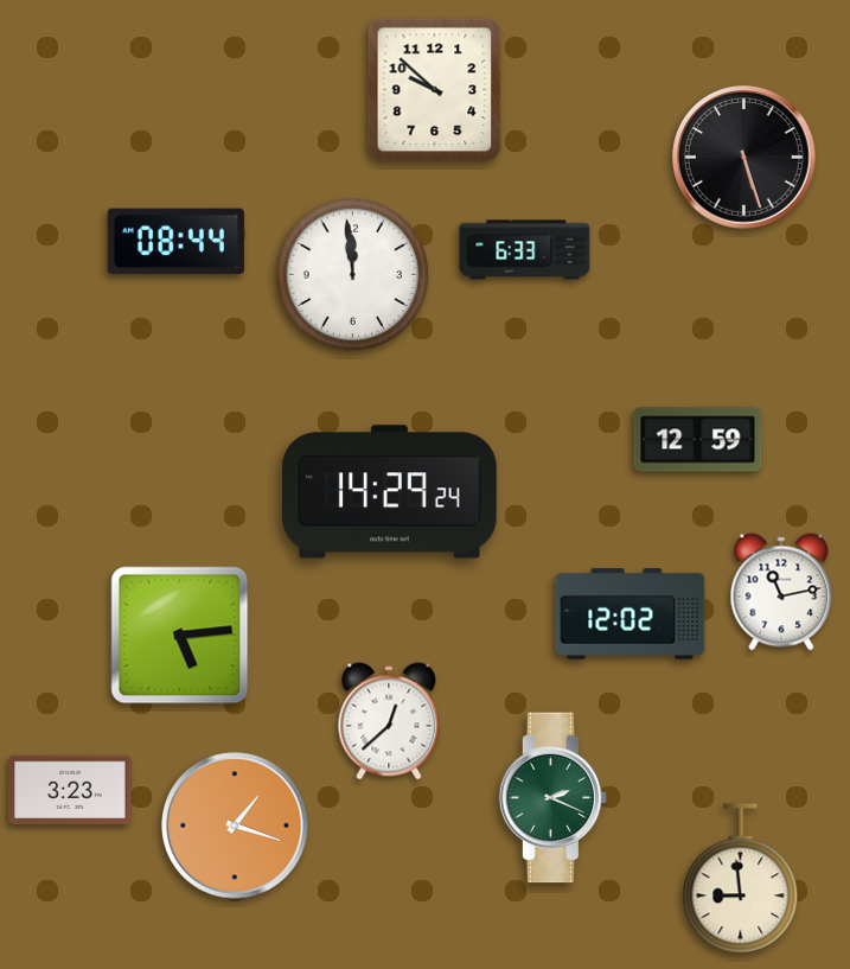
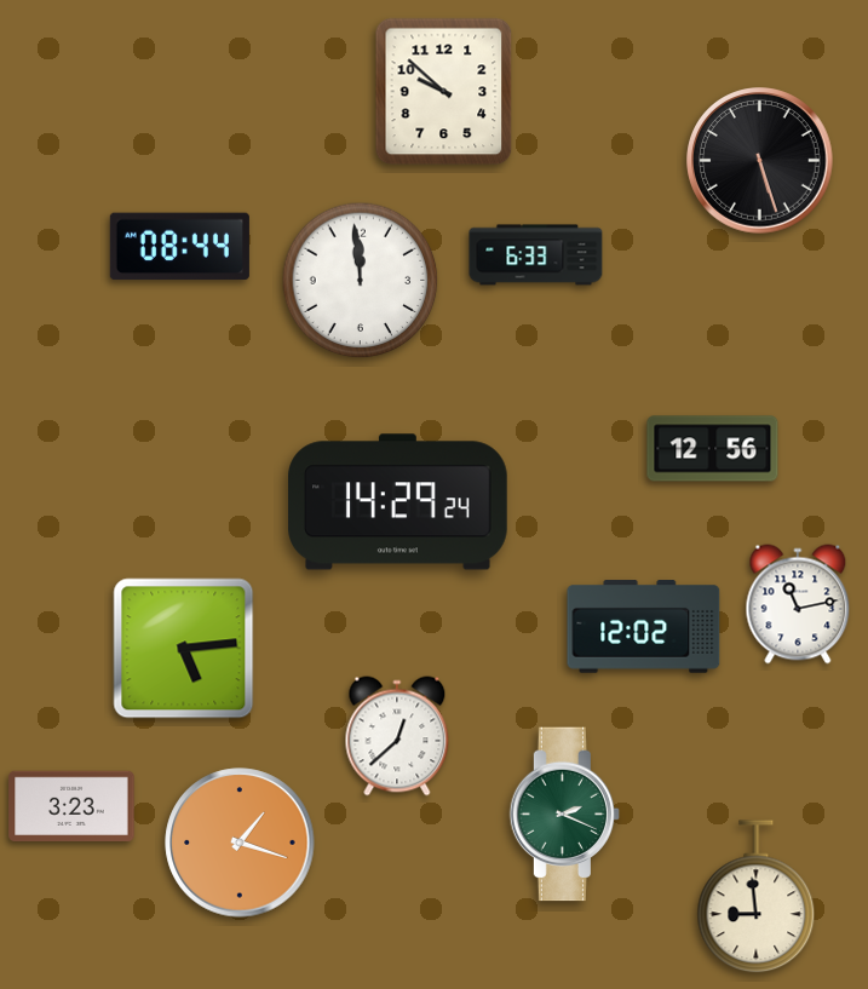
clock at (698, 440): 12:59 -> 12:56
